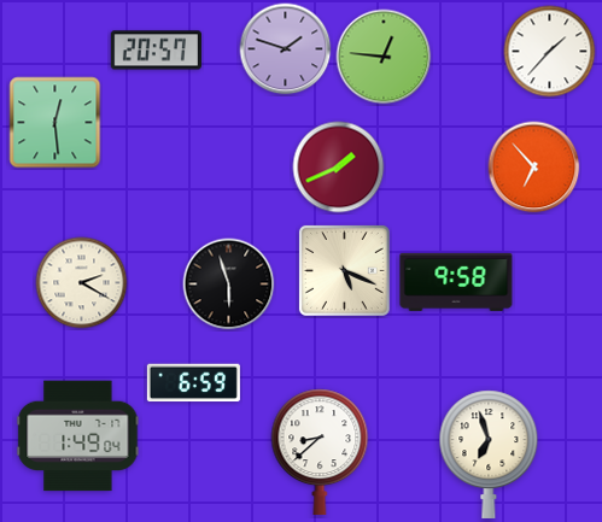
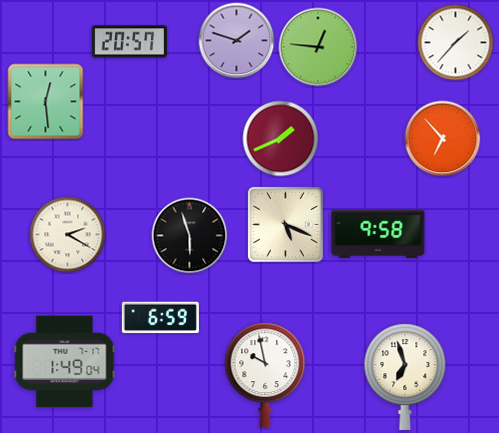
clock at (320, 452): 8:38 -> 9:58
